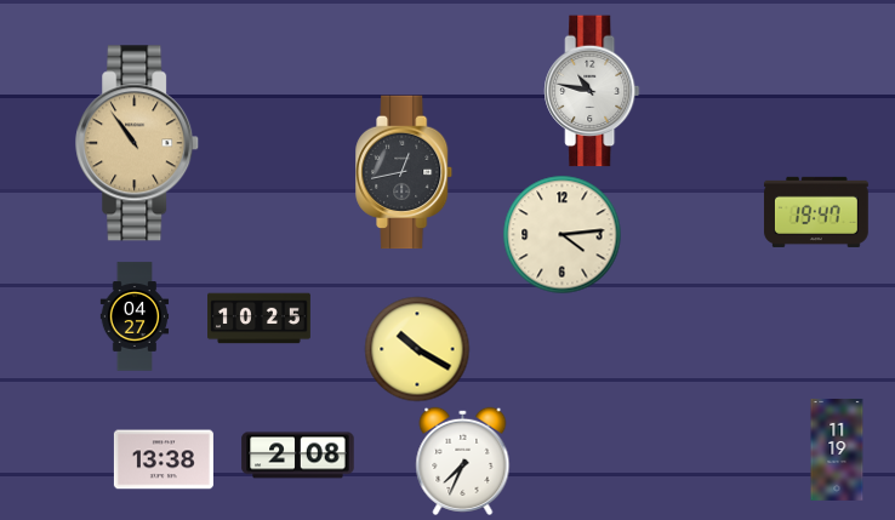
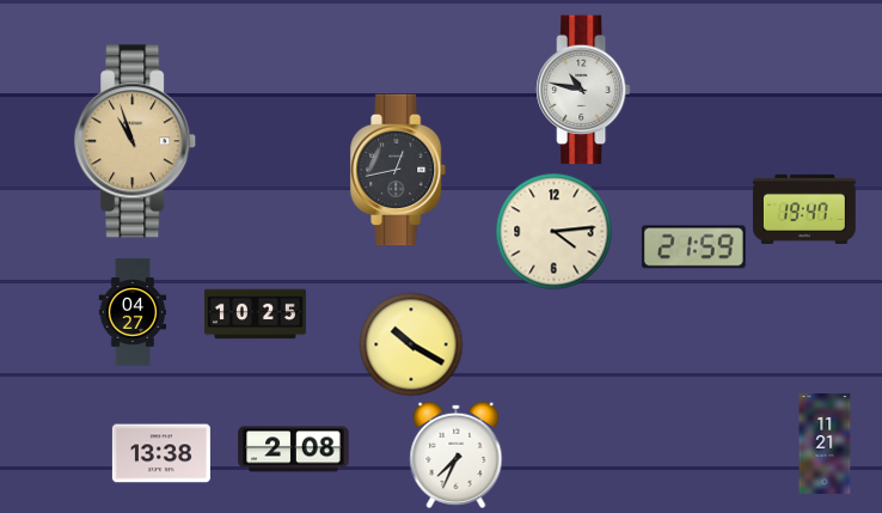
clock at (138, 143): 10:54 -> 10:57
clock at (693, 248): none -> 21:59
clock at (837, 450): 11:19 -> 11:21
